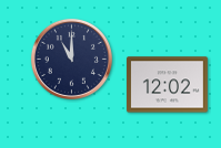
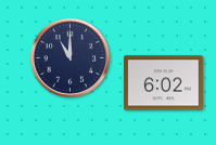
clock at (167, 85): 12:02 -> 6:02
